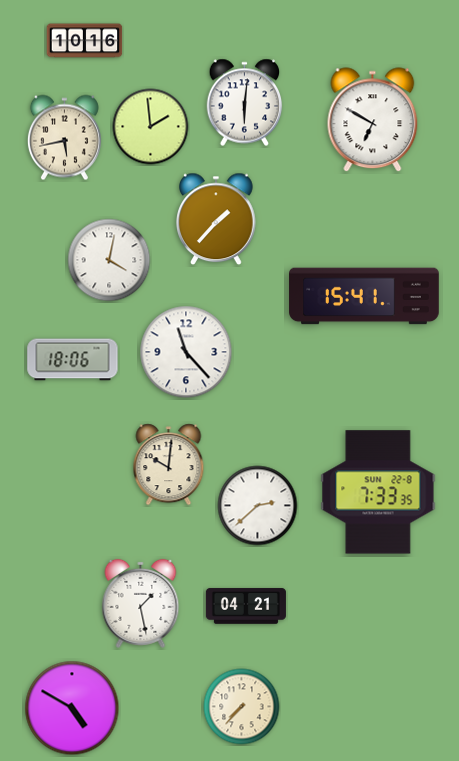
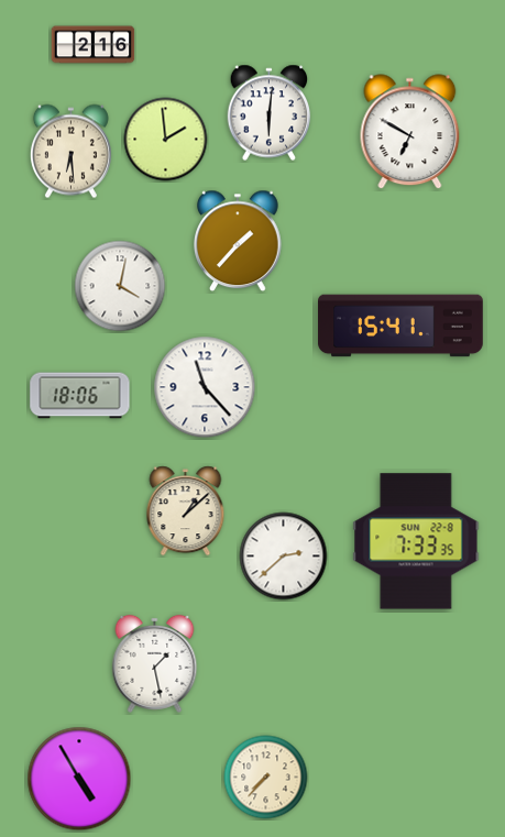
clock at (85, 41): 10:16 -> 2:16
clock at (64, 138): 5:43 -> 6:29
clock at (169, 465): 10:01 -> 1:08
clock at (246, 606): 04:21 -> none
clock at (72, 708): 4:50 -> 4:55
